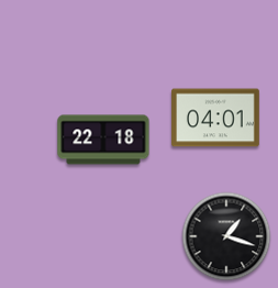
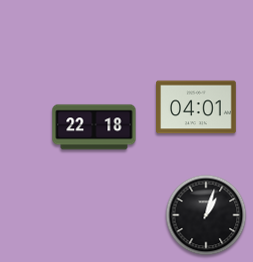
clock at (226, 236): 1:18 -> 1:03
